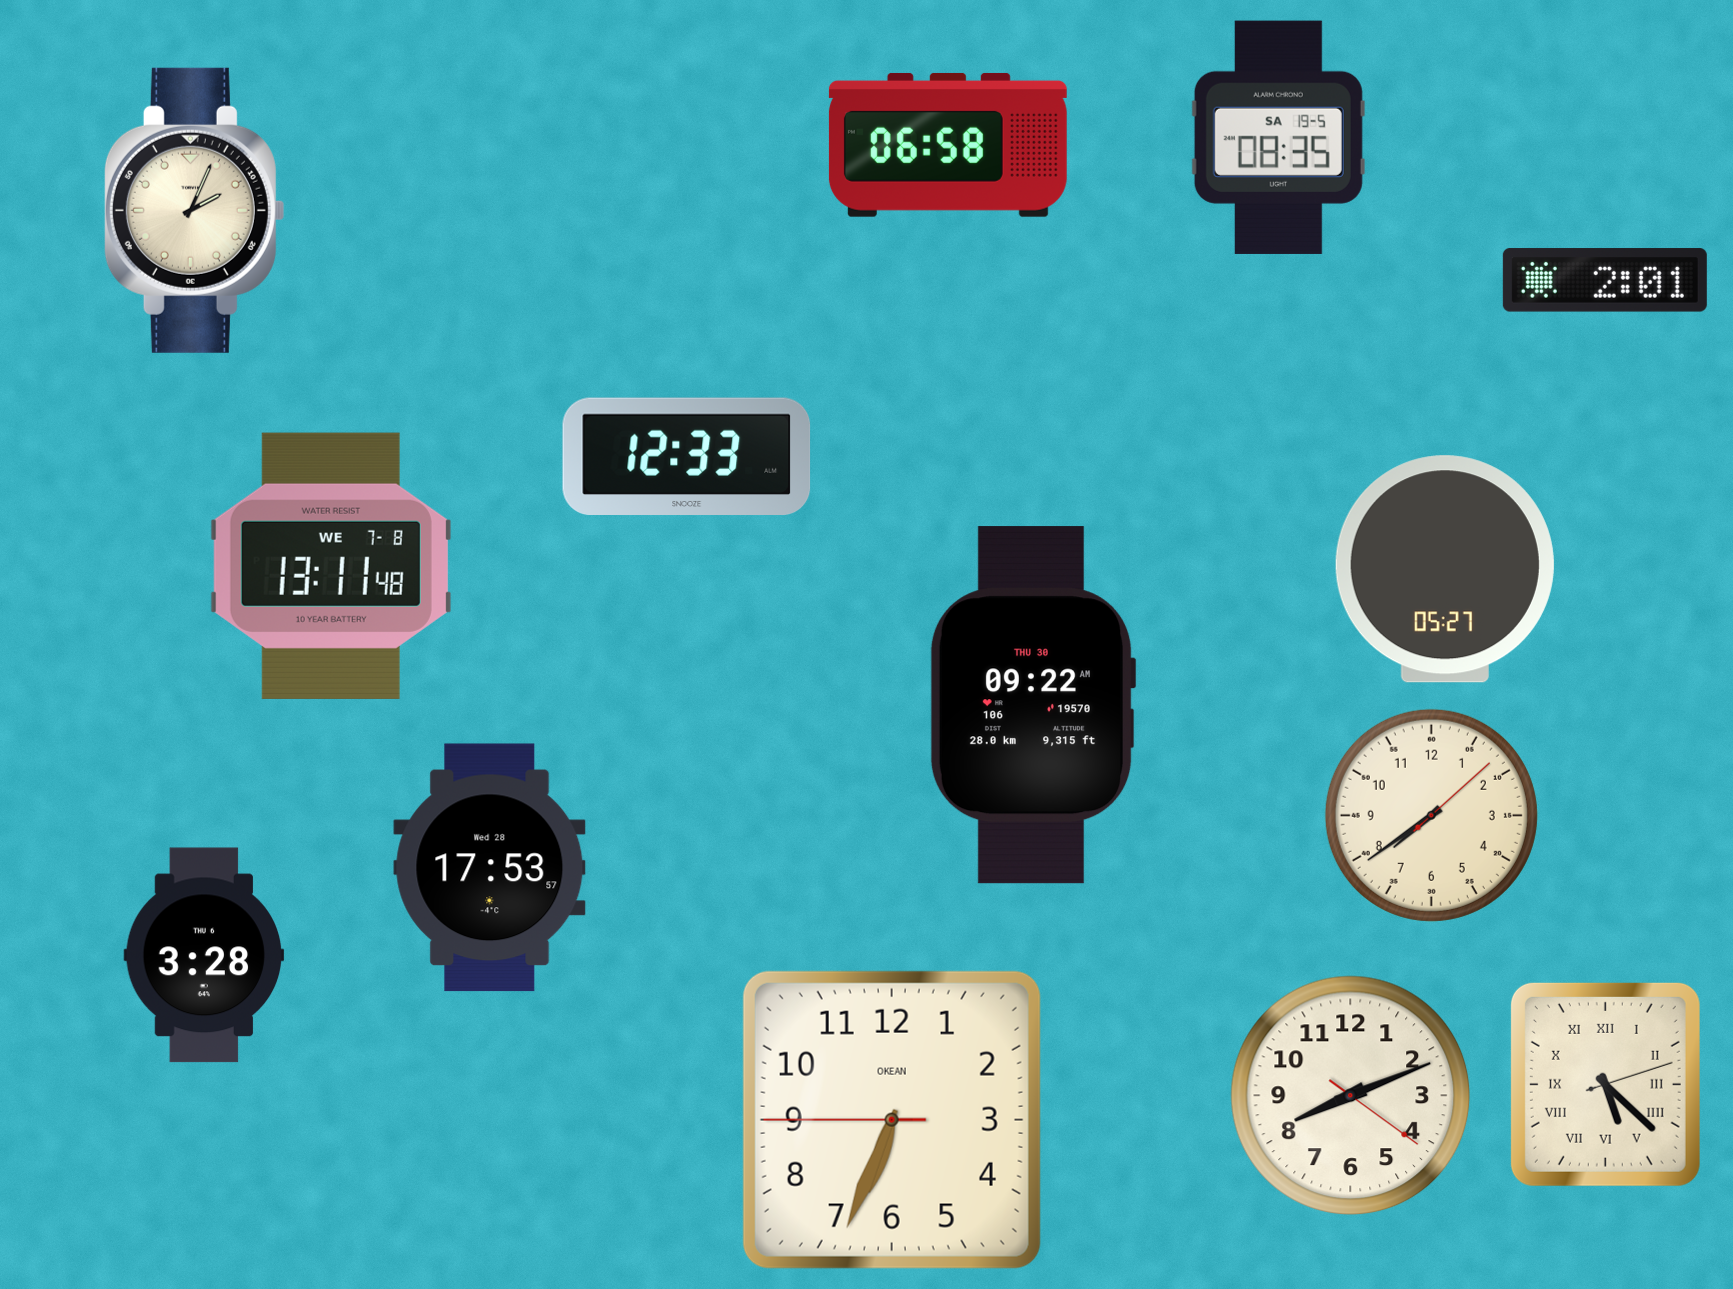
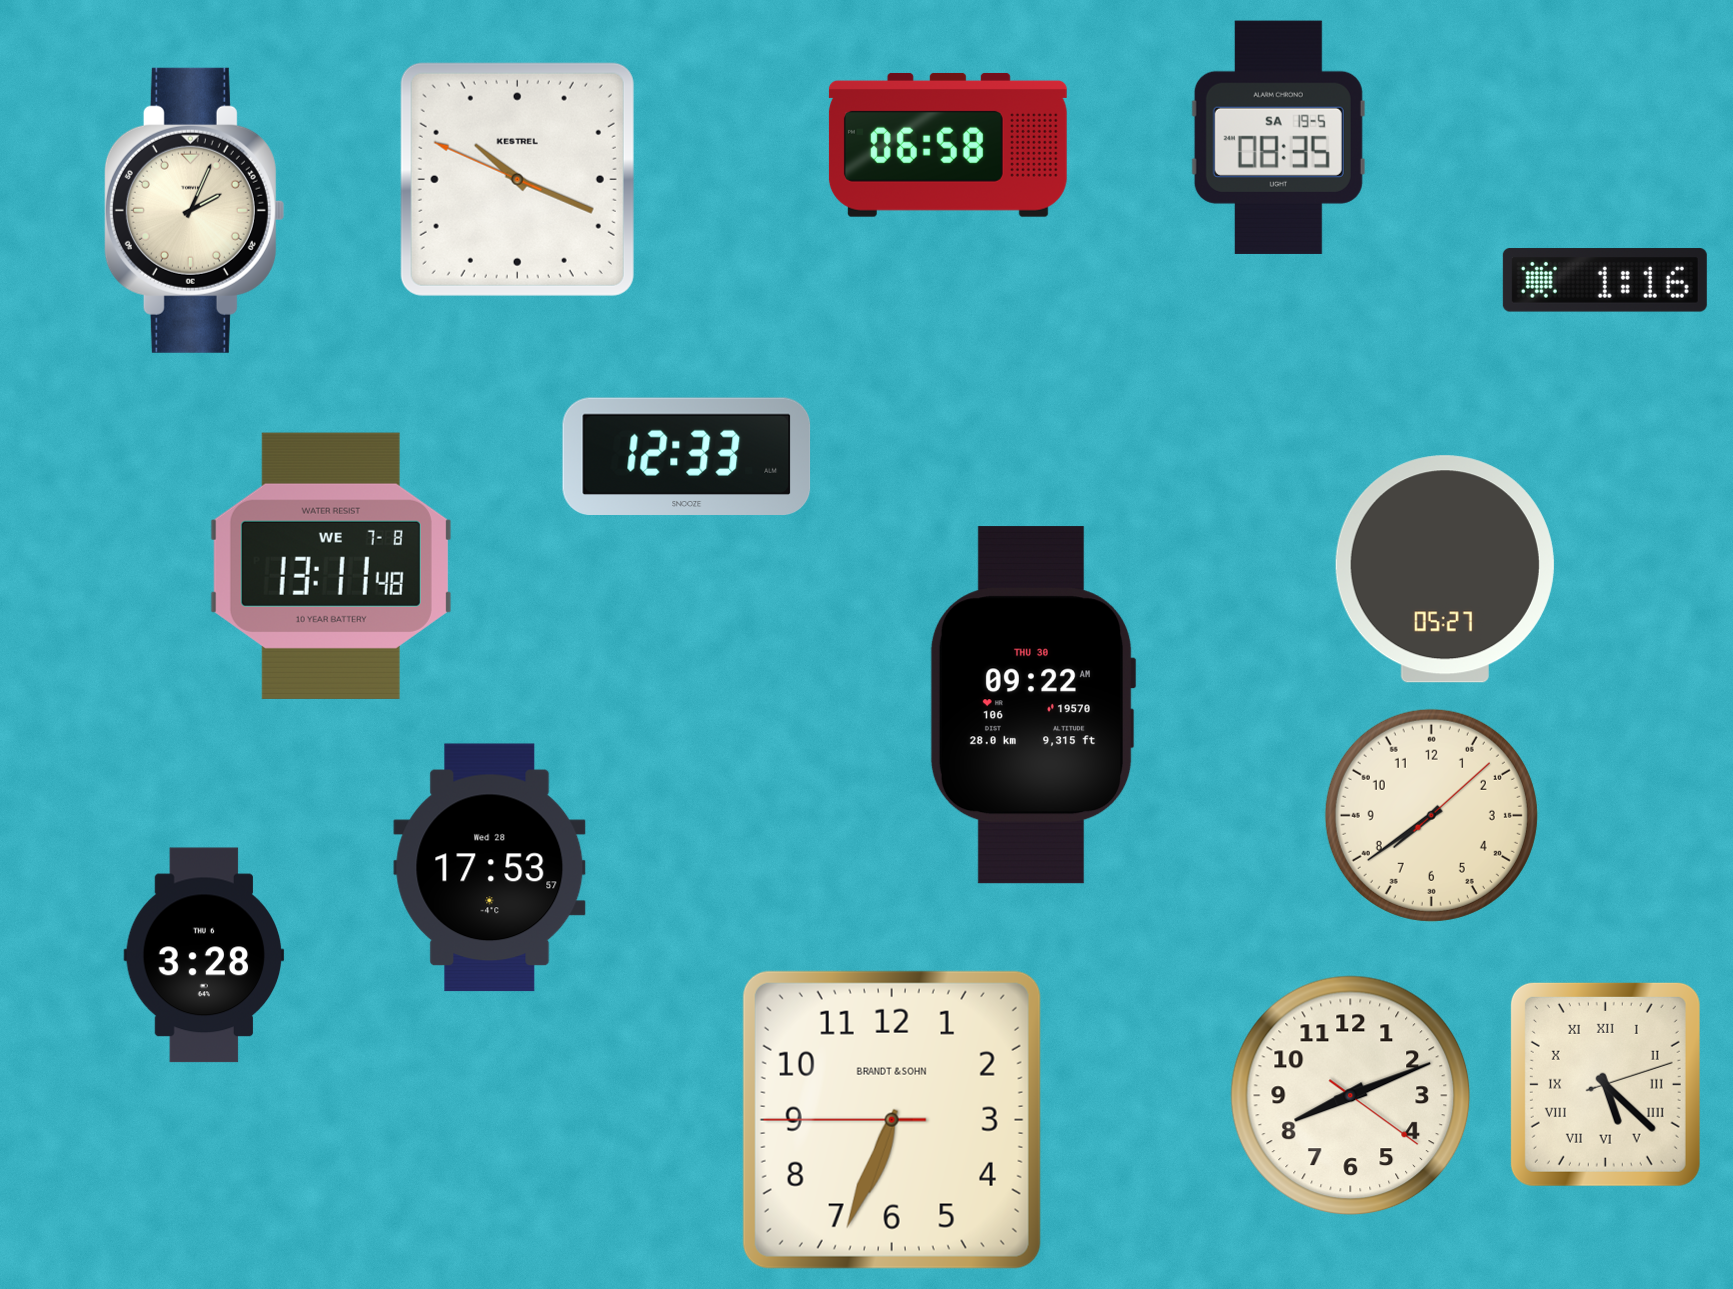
clock at (517, 179): none -> 10:18
clock at (1605, 280): 2:01 -> 1:16
clock at (892, 1120) brand: OKEAN -> BRANDT & SOHN
